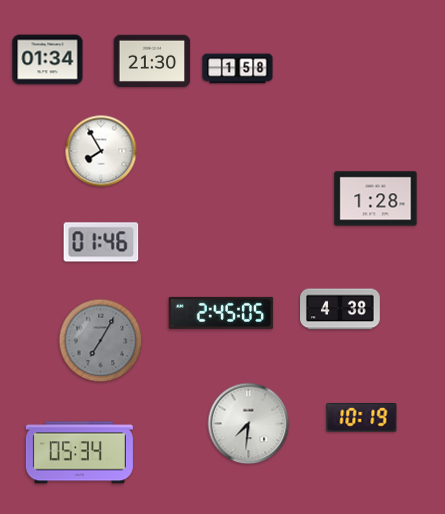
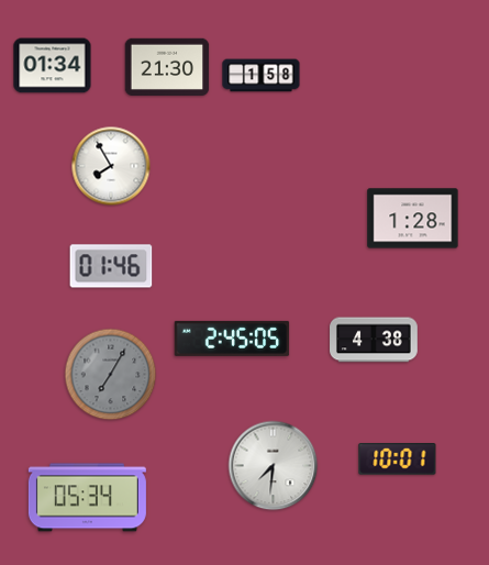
clock at (221, 313) position: (221, 313) -> (232, 339)
clock at (362, 418): 10:19 -> 10:01
